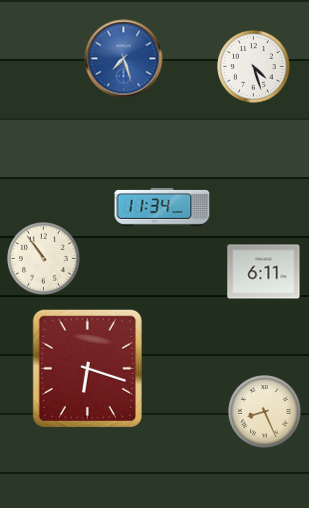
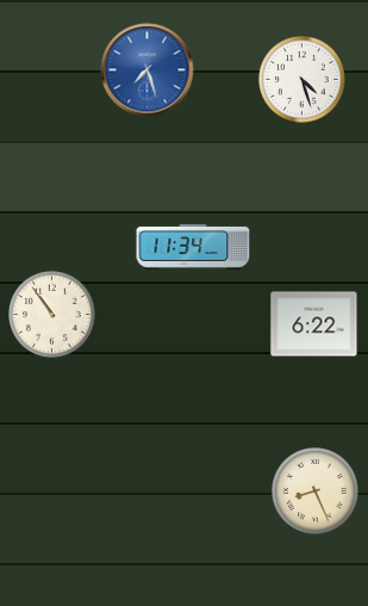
clock at (44, 259) position: (44, 259) -> (52, 315)
clock at (264, 272): 6:11 -> 6:22
clock at (87, 368): 6:18 -> none
